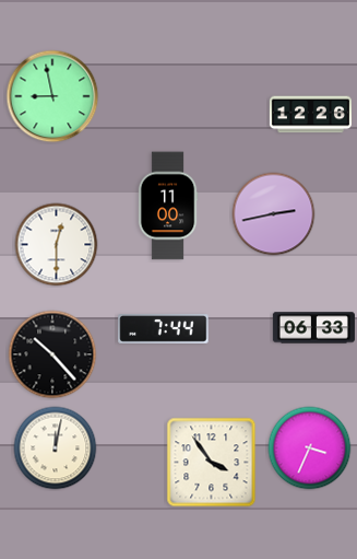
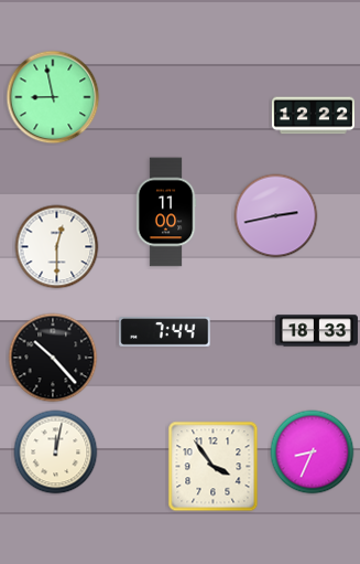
clock at (310, 115): 12:26 -> 12:22
clock at (168, 206) position: (168, 206) -> (166, 212)
clock at (313, 328): 06:33 -> 18:33
clock at (310, 449): 3:34 -> 8:34
